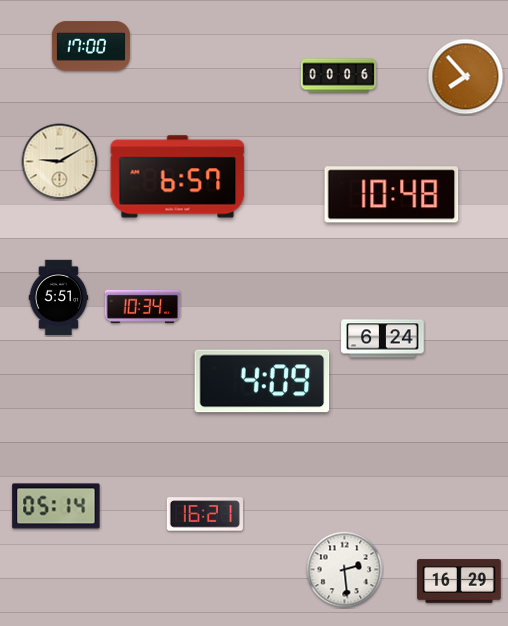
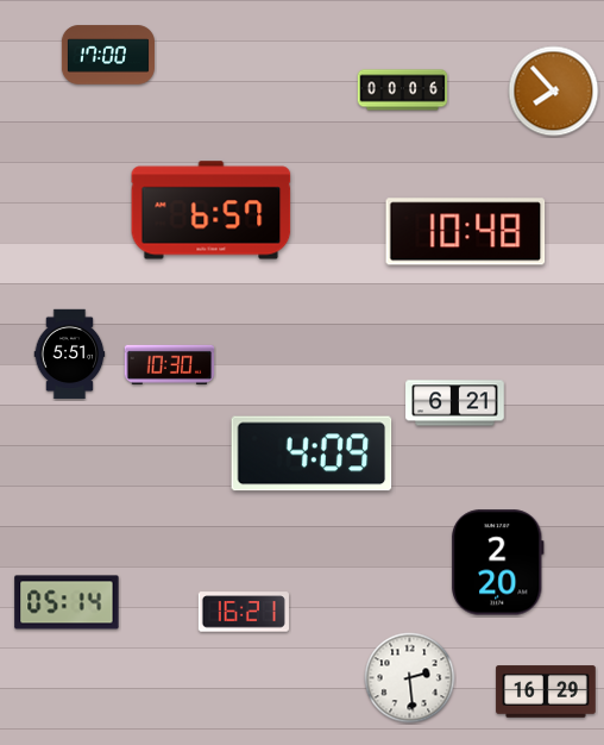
clock at (60, 162): 9:10 -> none
clock at (143, 306): 10:34 -> 10:30
clock at (383, 339): 6:24 -> 6:21
clock at (498, 563): none -> 2:20
